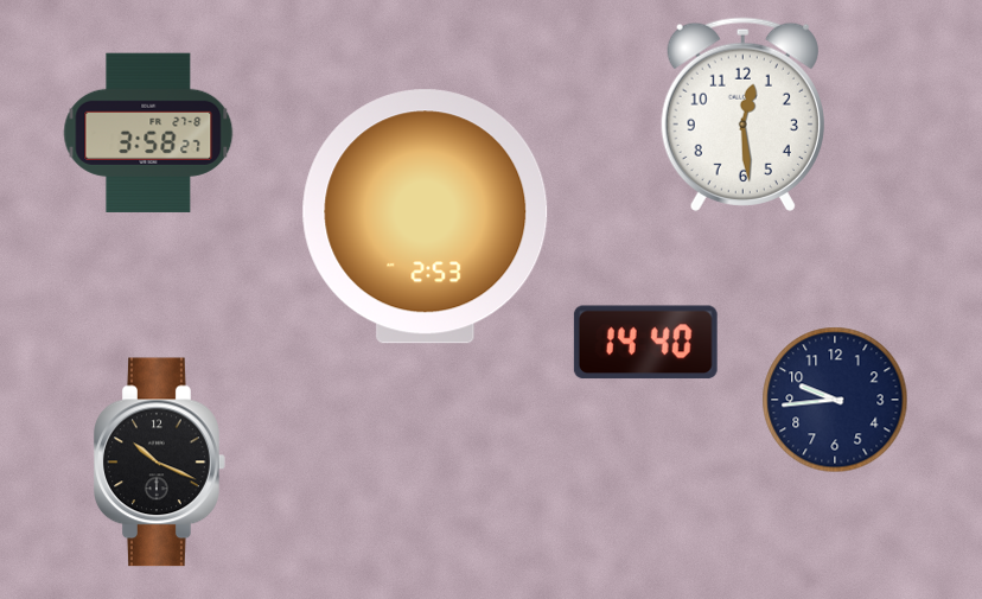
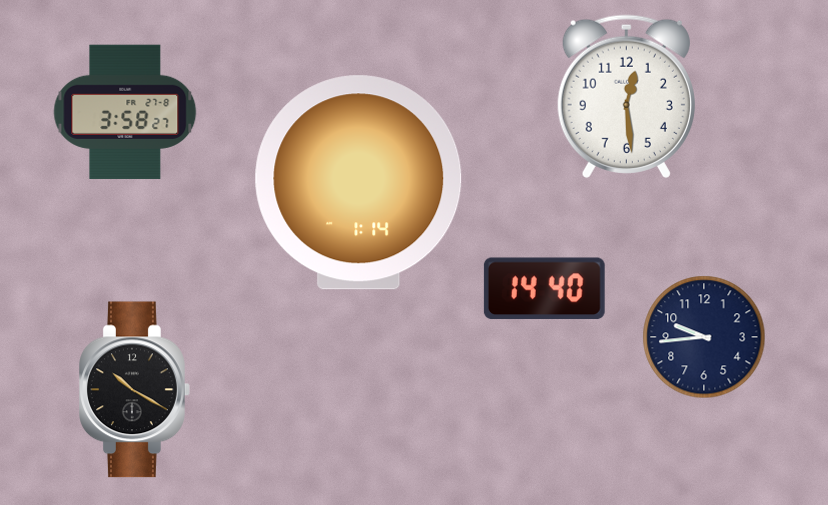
clock at (426, 217): 2:53 -> 1:14
clock at (160, 463): 10:19 -> 10:20
